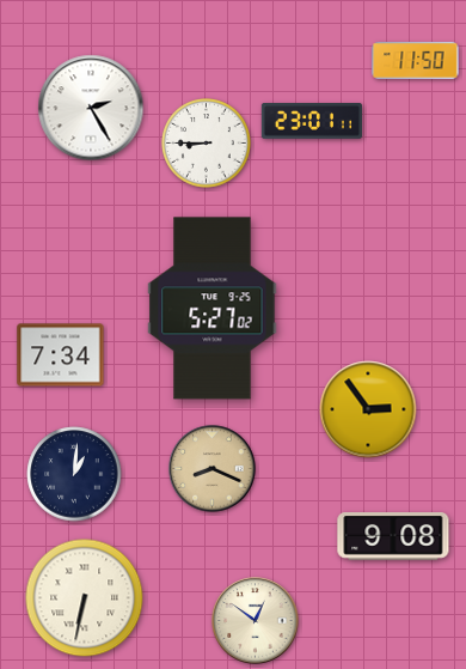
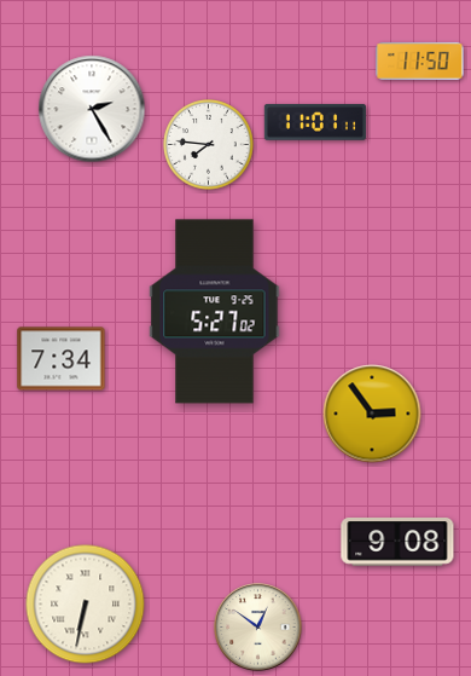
clock at (312, 122): 23:01 -> 11:01
clock at (207, 144): 8:45 -> 7:46
clock at (213, 469): 8:19 -> none
clock at (74, 474): 1:01 -> none
